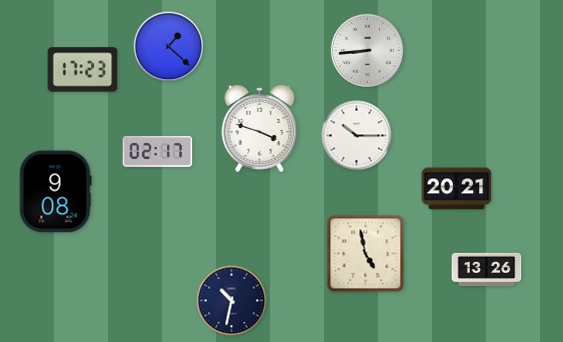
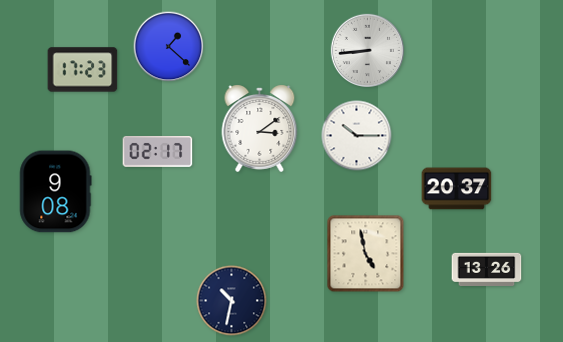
clock at (260, 128): 3:48 -> 3:09
clock at (457, 189): 20:21 -> 20:37
